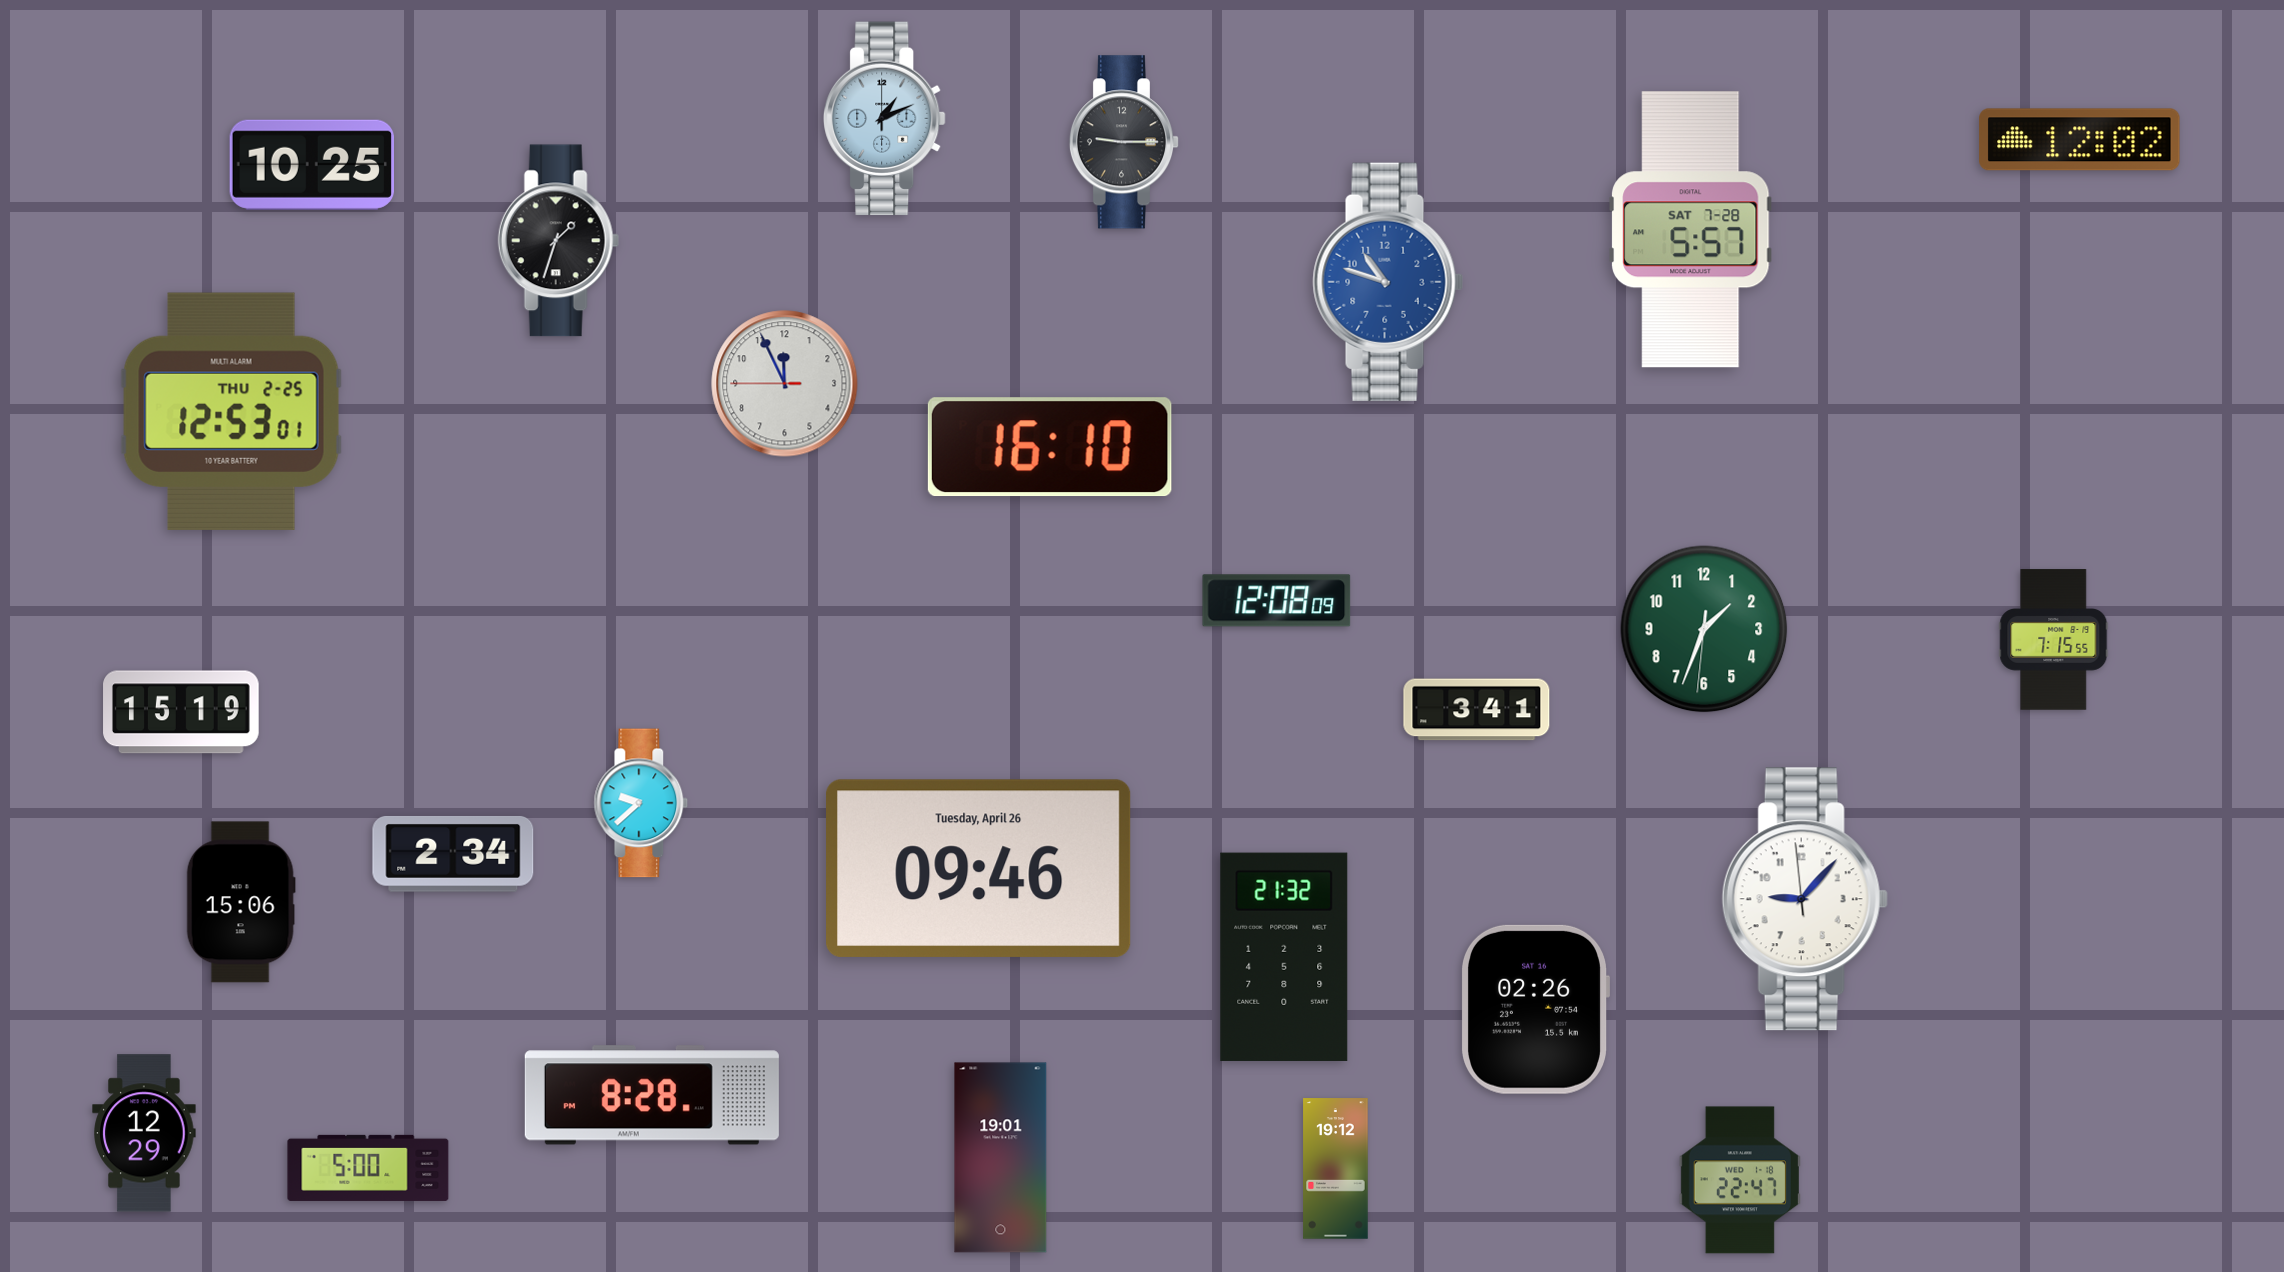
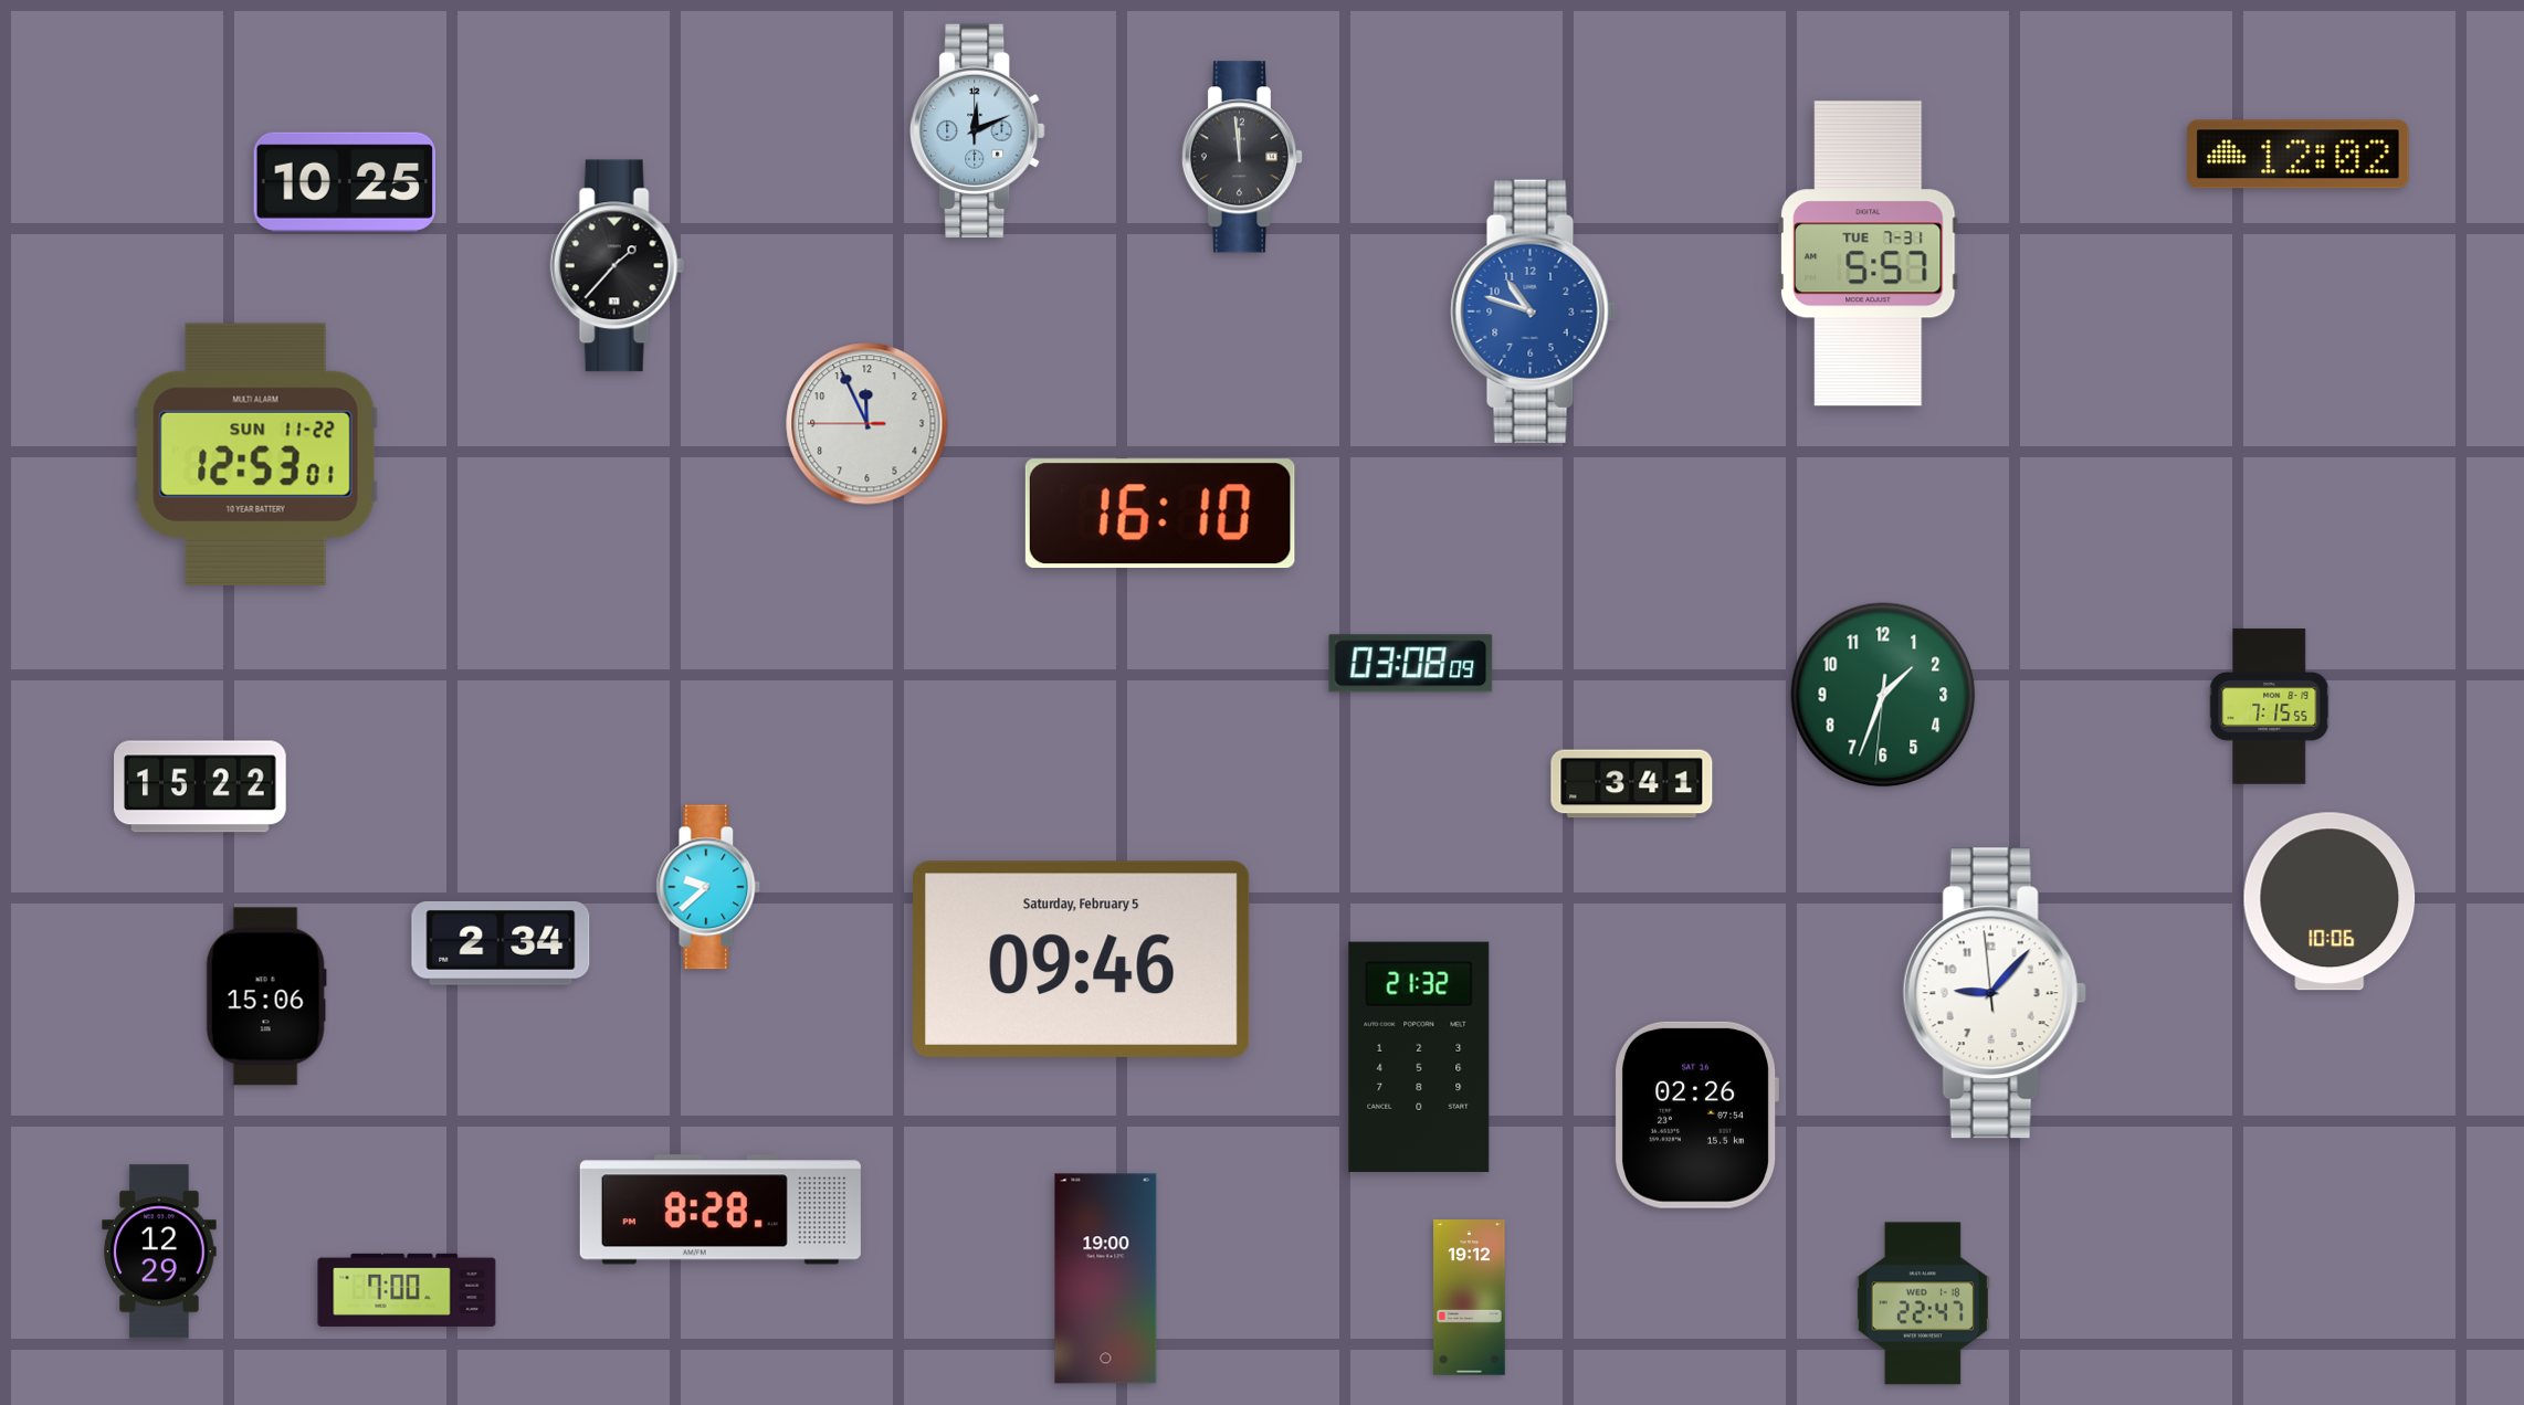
clock at (885, 119): 1:11 -> 12:11
clock at (1124, 142): 9:15 -> 11:59
clock at (1691, 230) date: SAT 7-28 -> TUE 7-31
clock at (558, 241): 1:33 -> 1:37
clock at (231, 411) date: THU 2-25 -> SUN 11-22
clock at (1050, 447) position: (1050, 447) -> (1160, 514)
clock at (1277, 601): 12:08 -> 03:08
clock at (181, 712): 15:19 -> 15:22
clock at (2330, 901): none -> 10:06
clock at (979, 868) date: Tuesday, April 26 -> Saturday, February 5
clock at (1001, 1158): 19:01 -> 19:00
clock at (368, 1168): 5:00 -> 7:00
clock at (1336, 1169) position: (1336, 1169) -> (1470, 1298)
